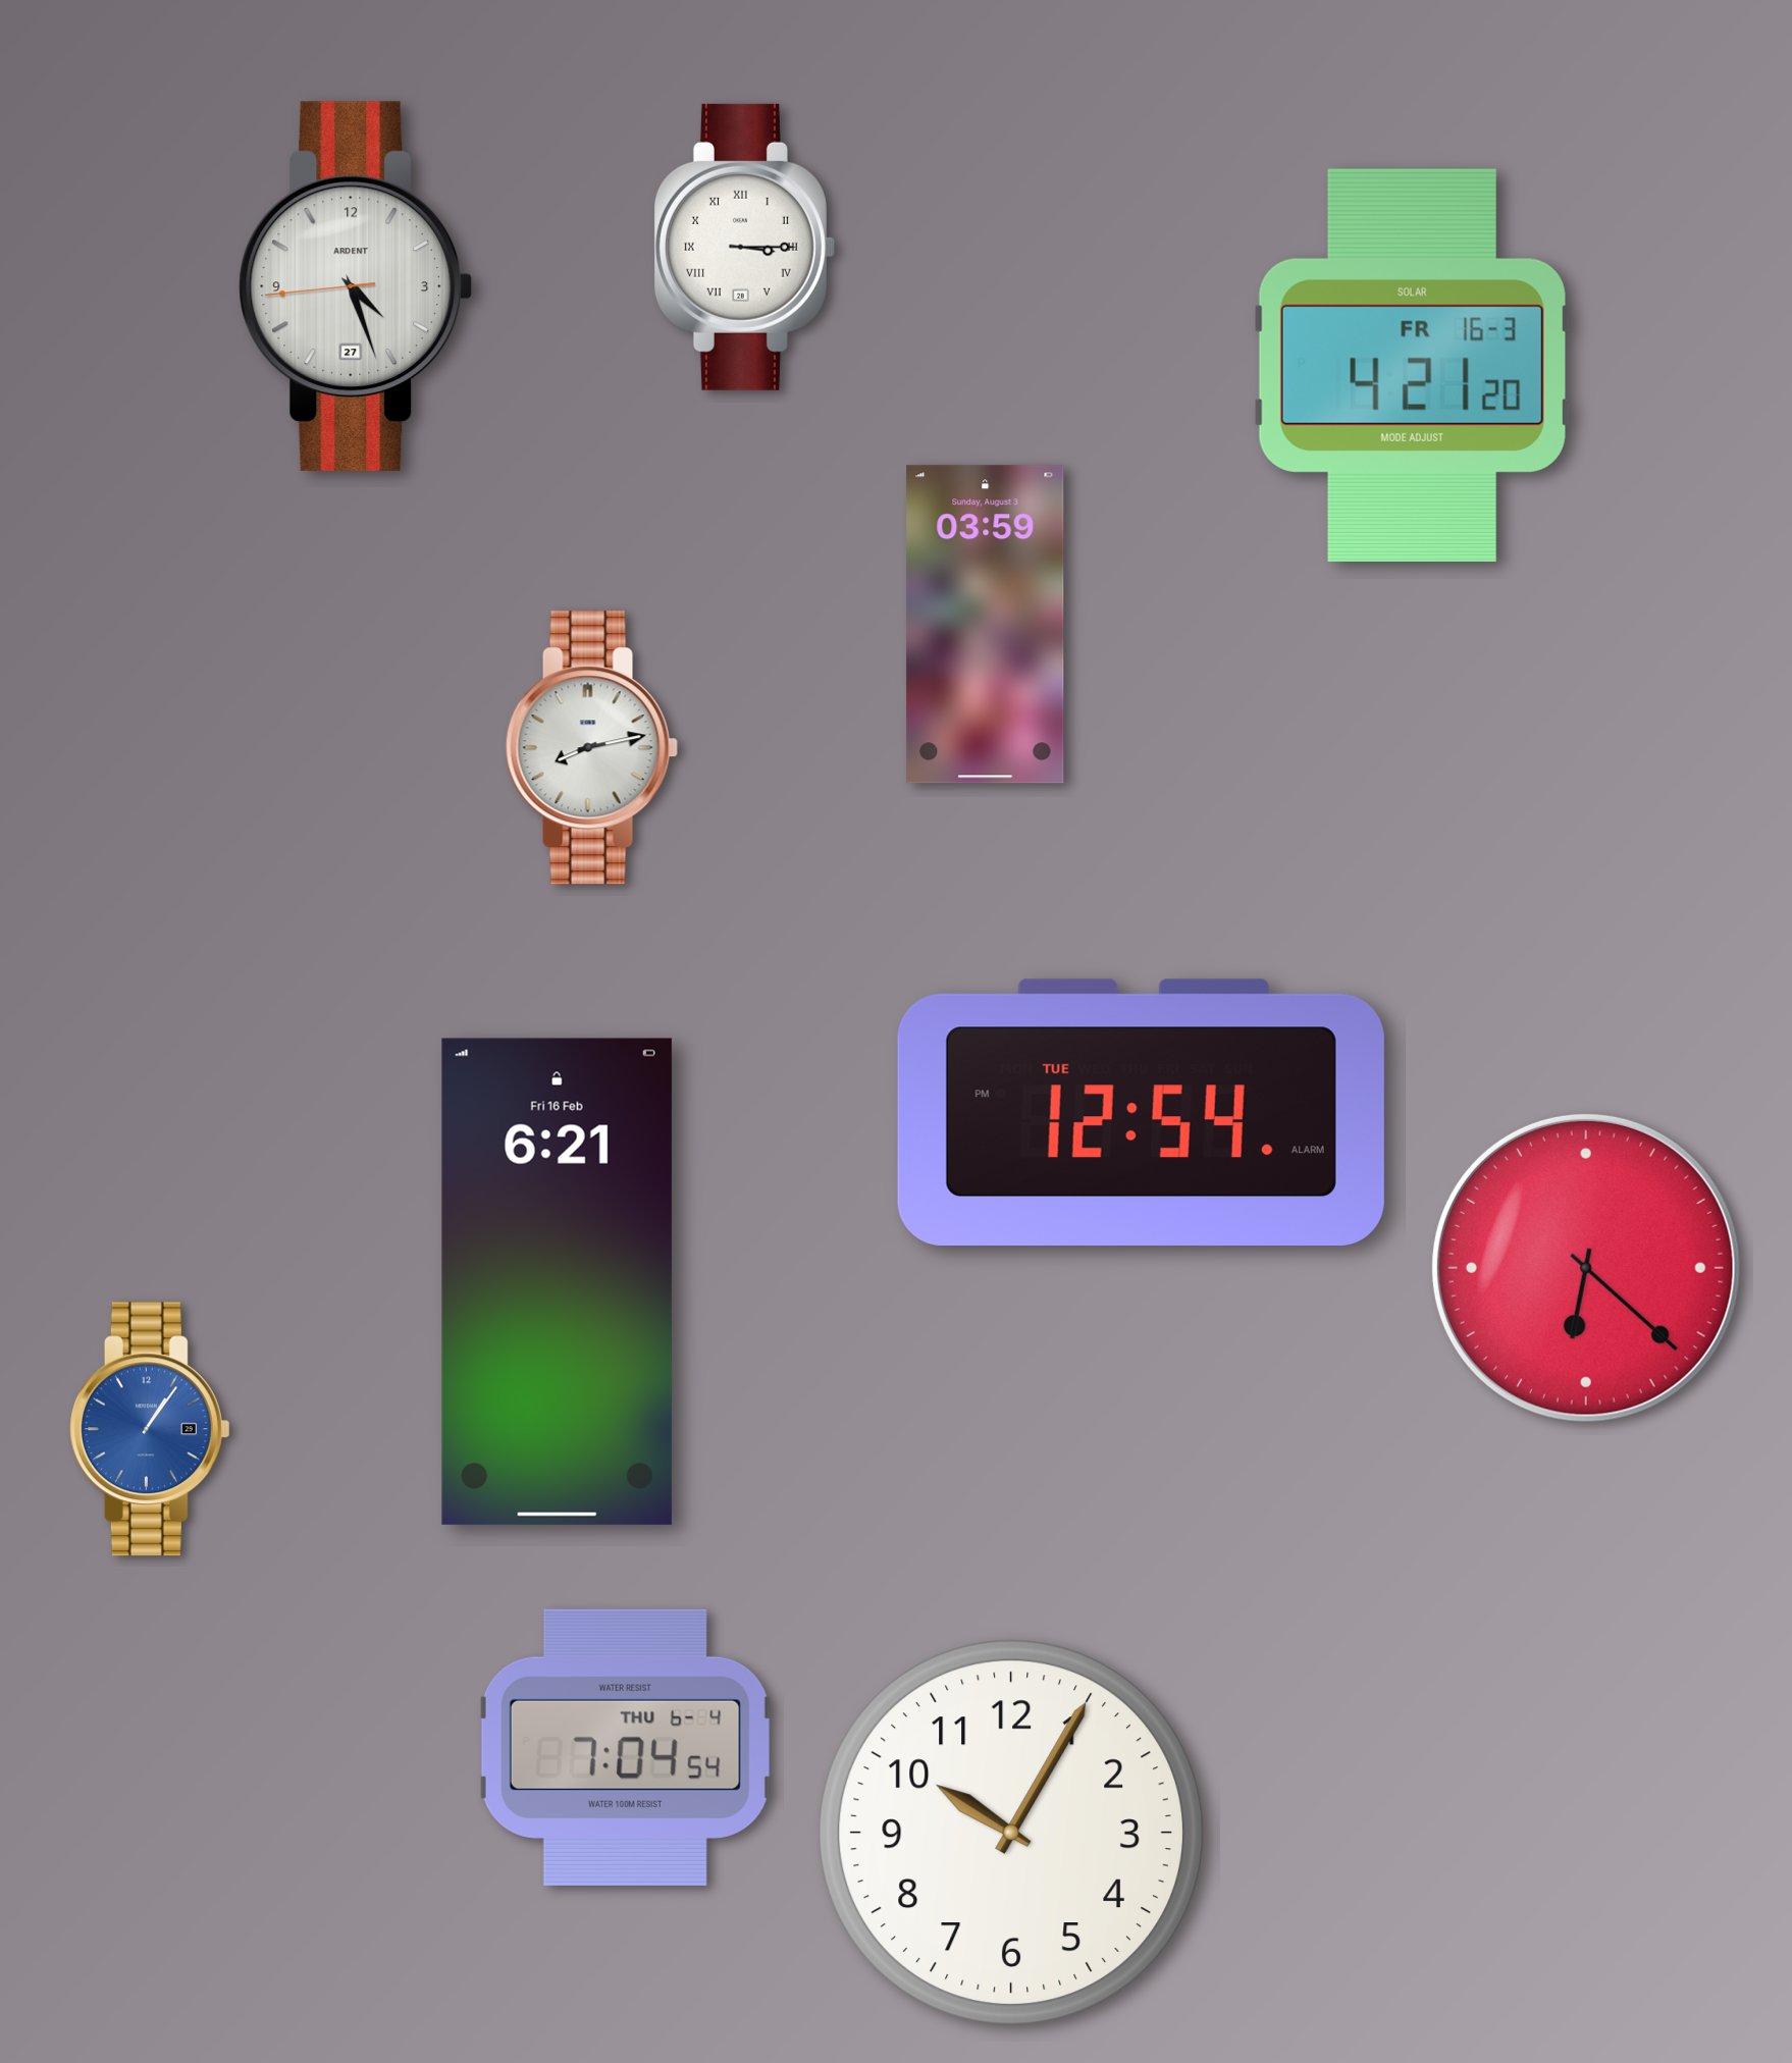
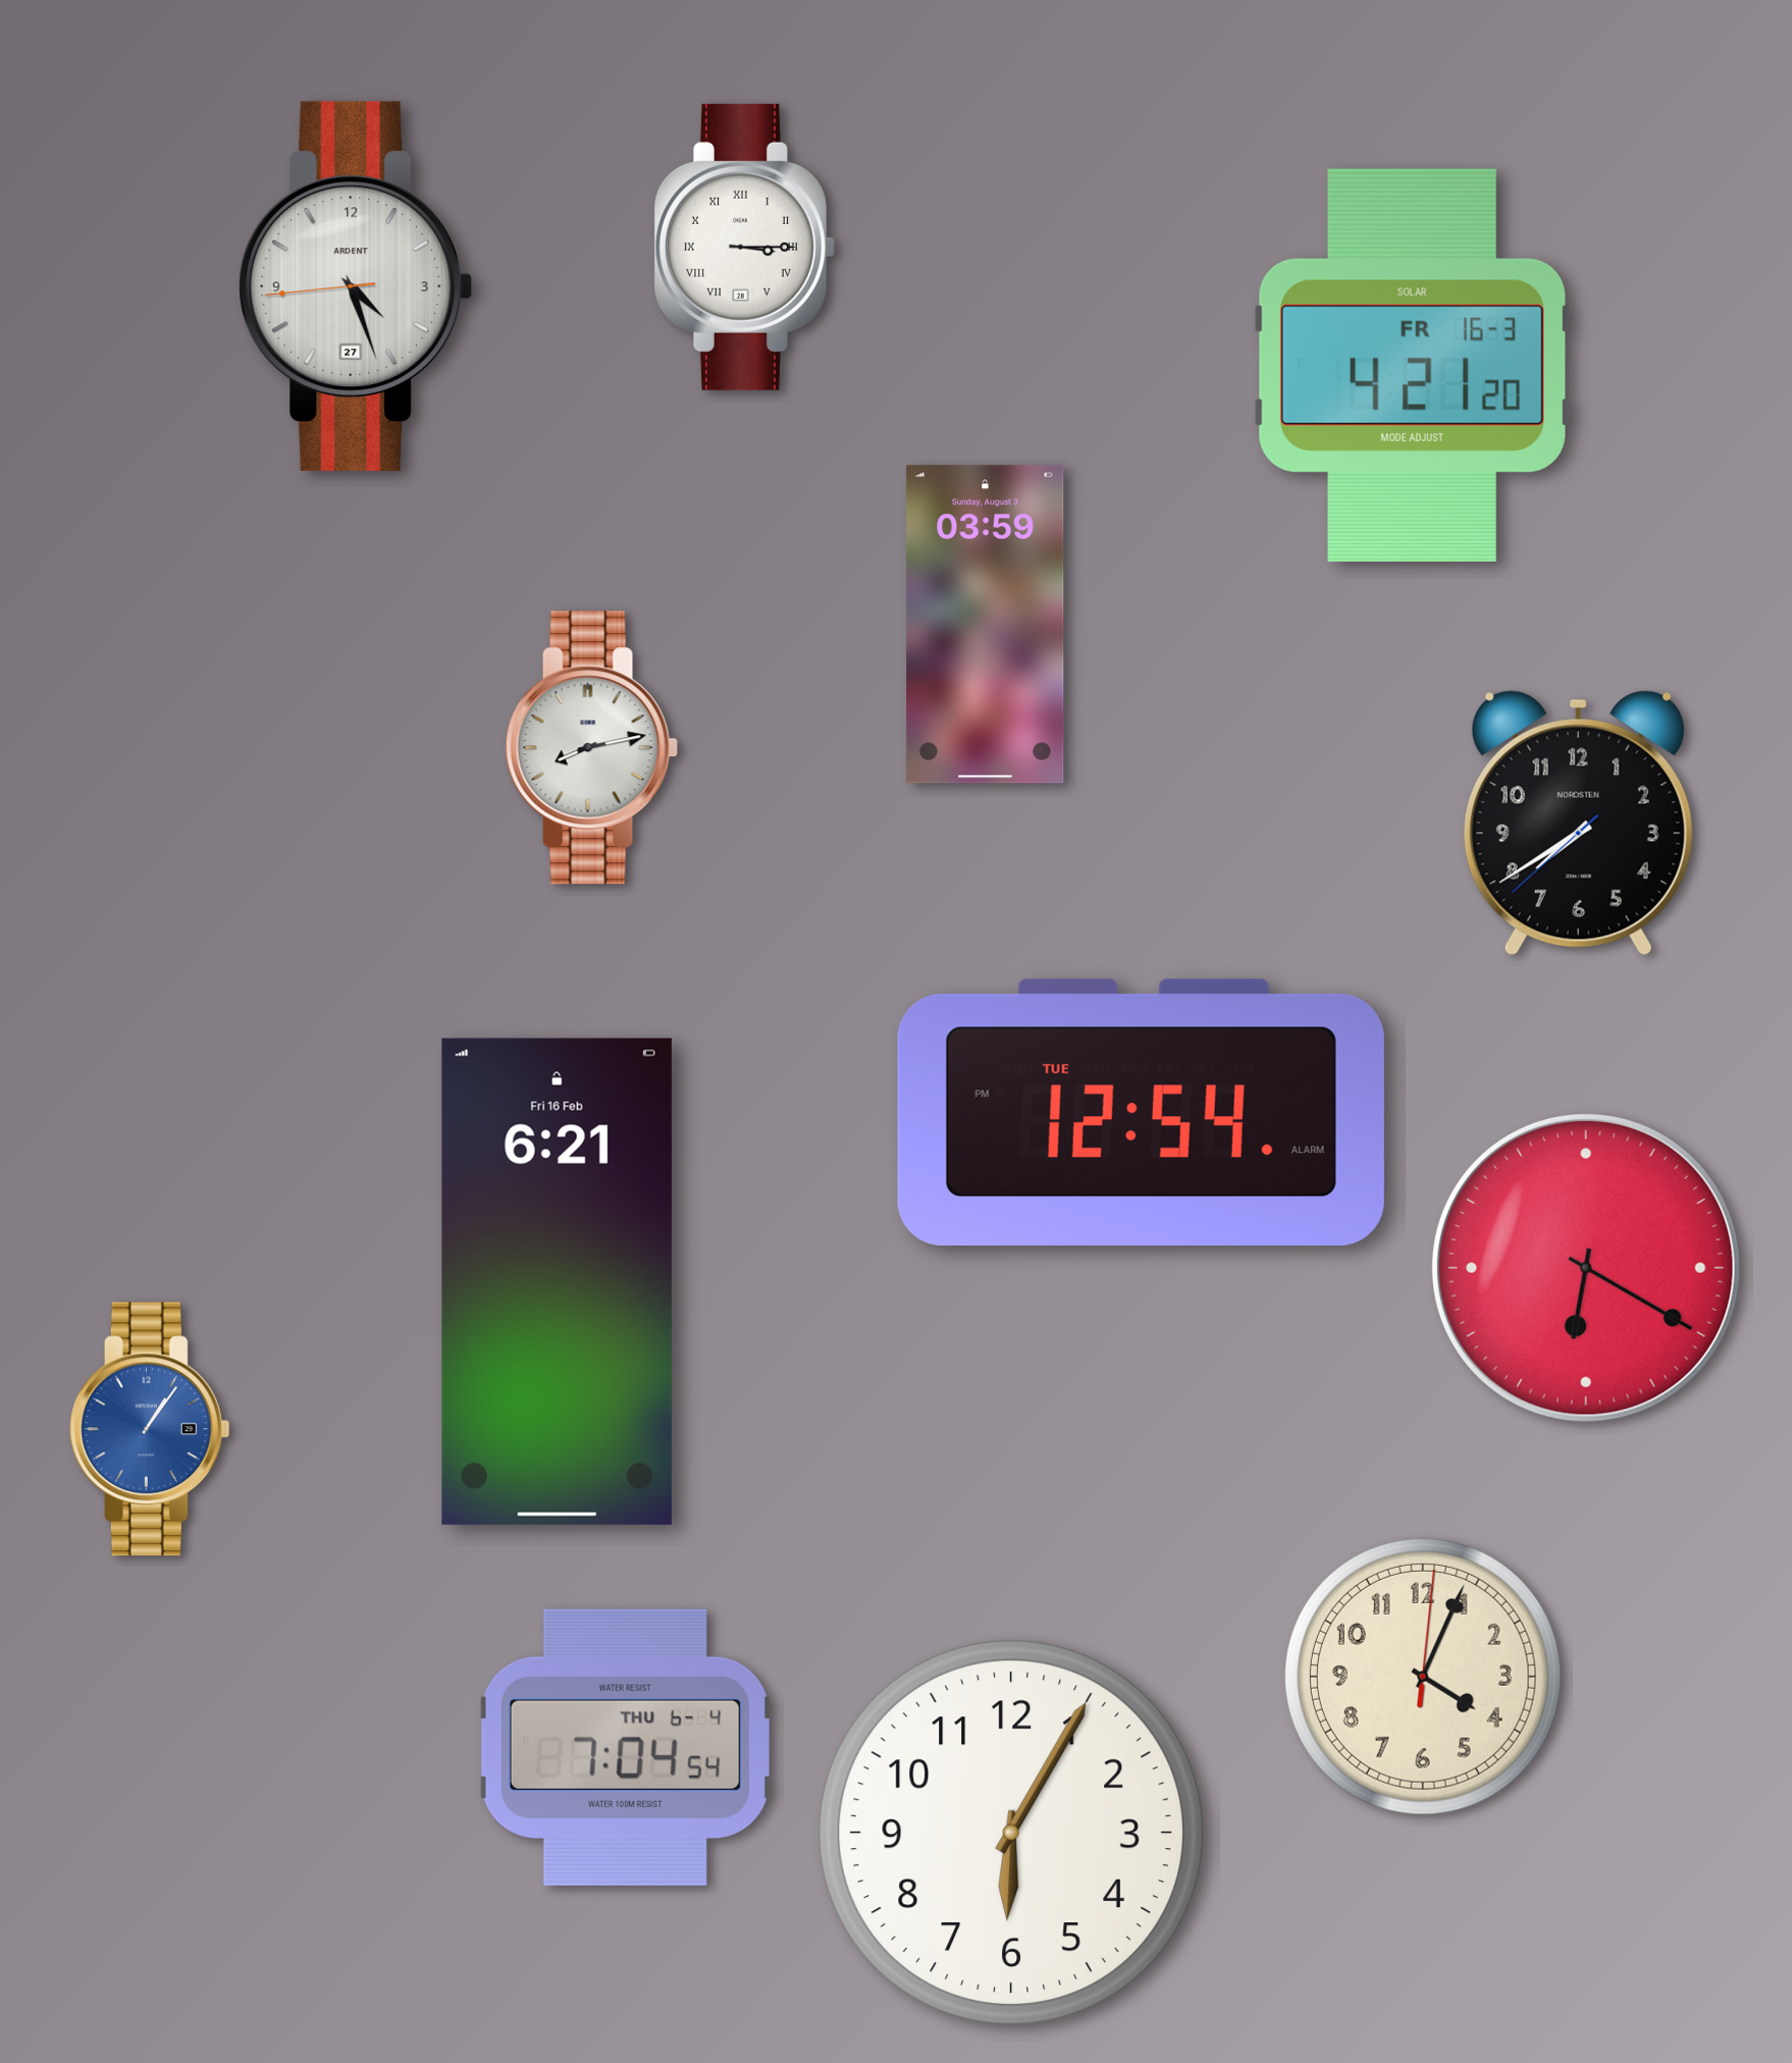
clock at (1578, 824): none -> 7:39
clock at (1586, 1268): 6:22 -> 6:20
clock at (1423, 1677): none -> 4:04
clock at (1011, 1833): 10:05 -> 6:05
